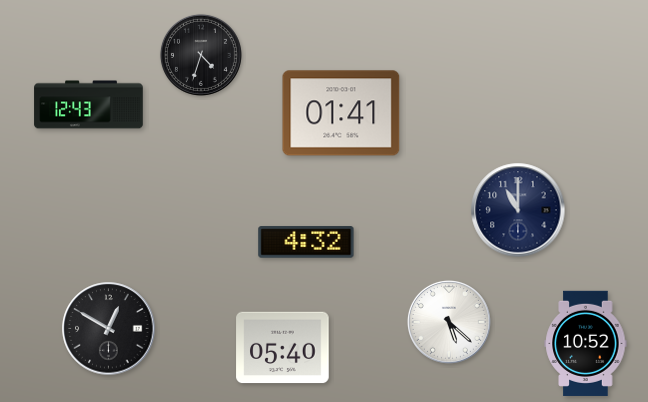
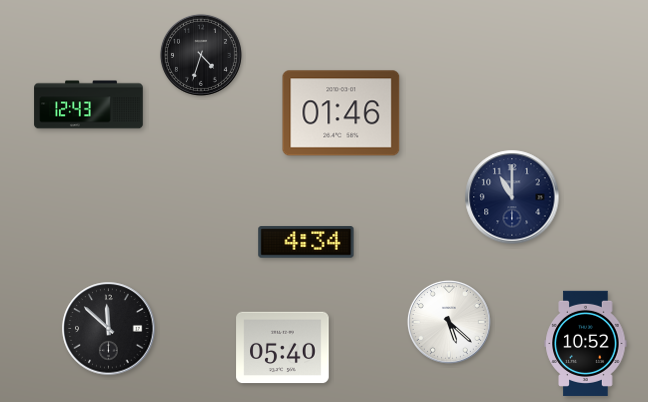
clock at (341, 113): 01:41 -> 01:46
clock at (518, 210) position: (518, 210) -> (512, 197)
clock at (306, 242): 4:32 -> 4:34
clock at (109, 329): 12:50 -> 11:52
